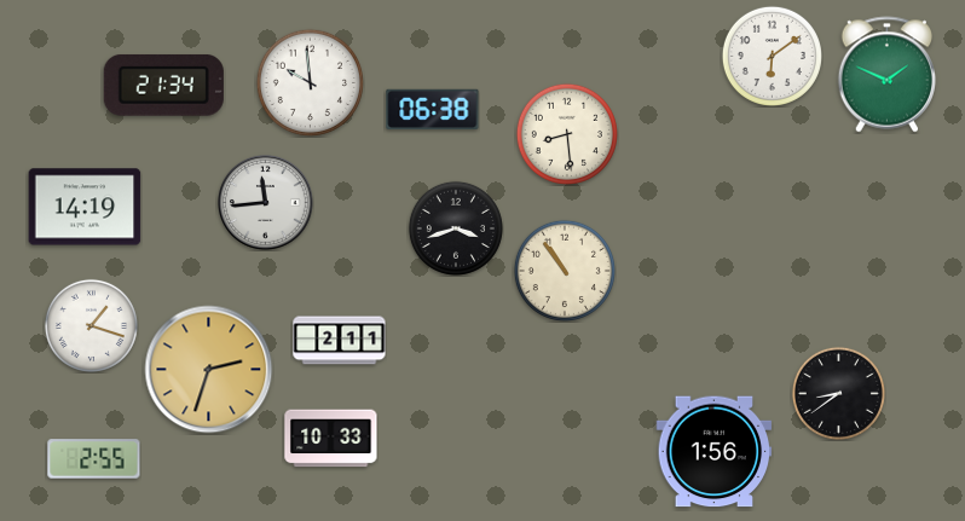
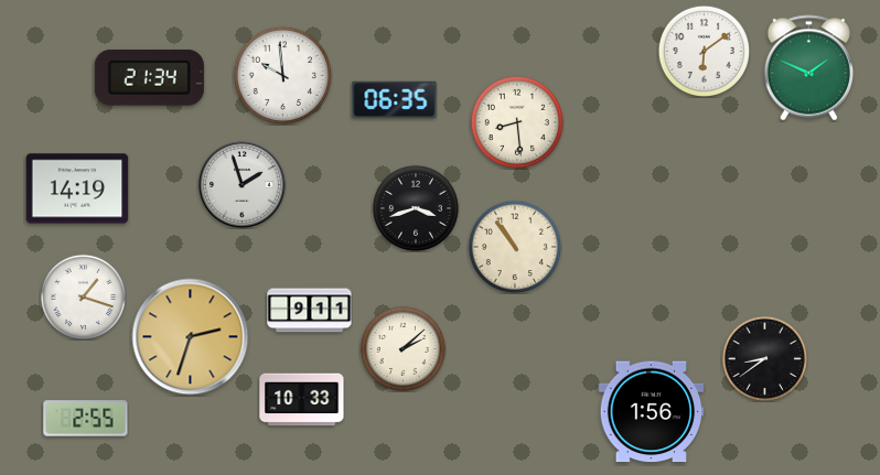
clock at (433, 109): 06:38 -> 06:35
clock at (266, 203): 11:44 -> 1:57
clock at (340, 341): 2:11 -> 9:11
clock at (403, 348): none -> 2:08
